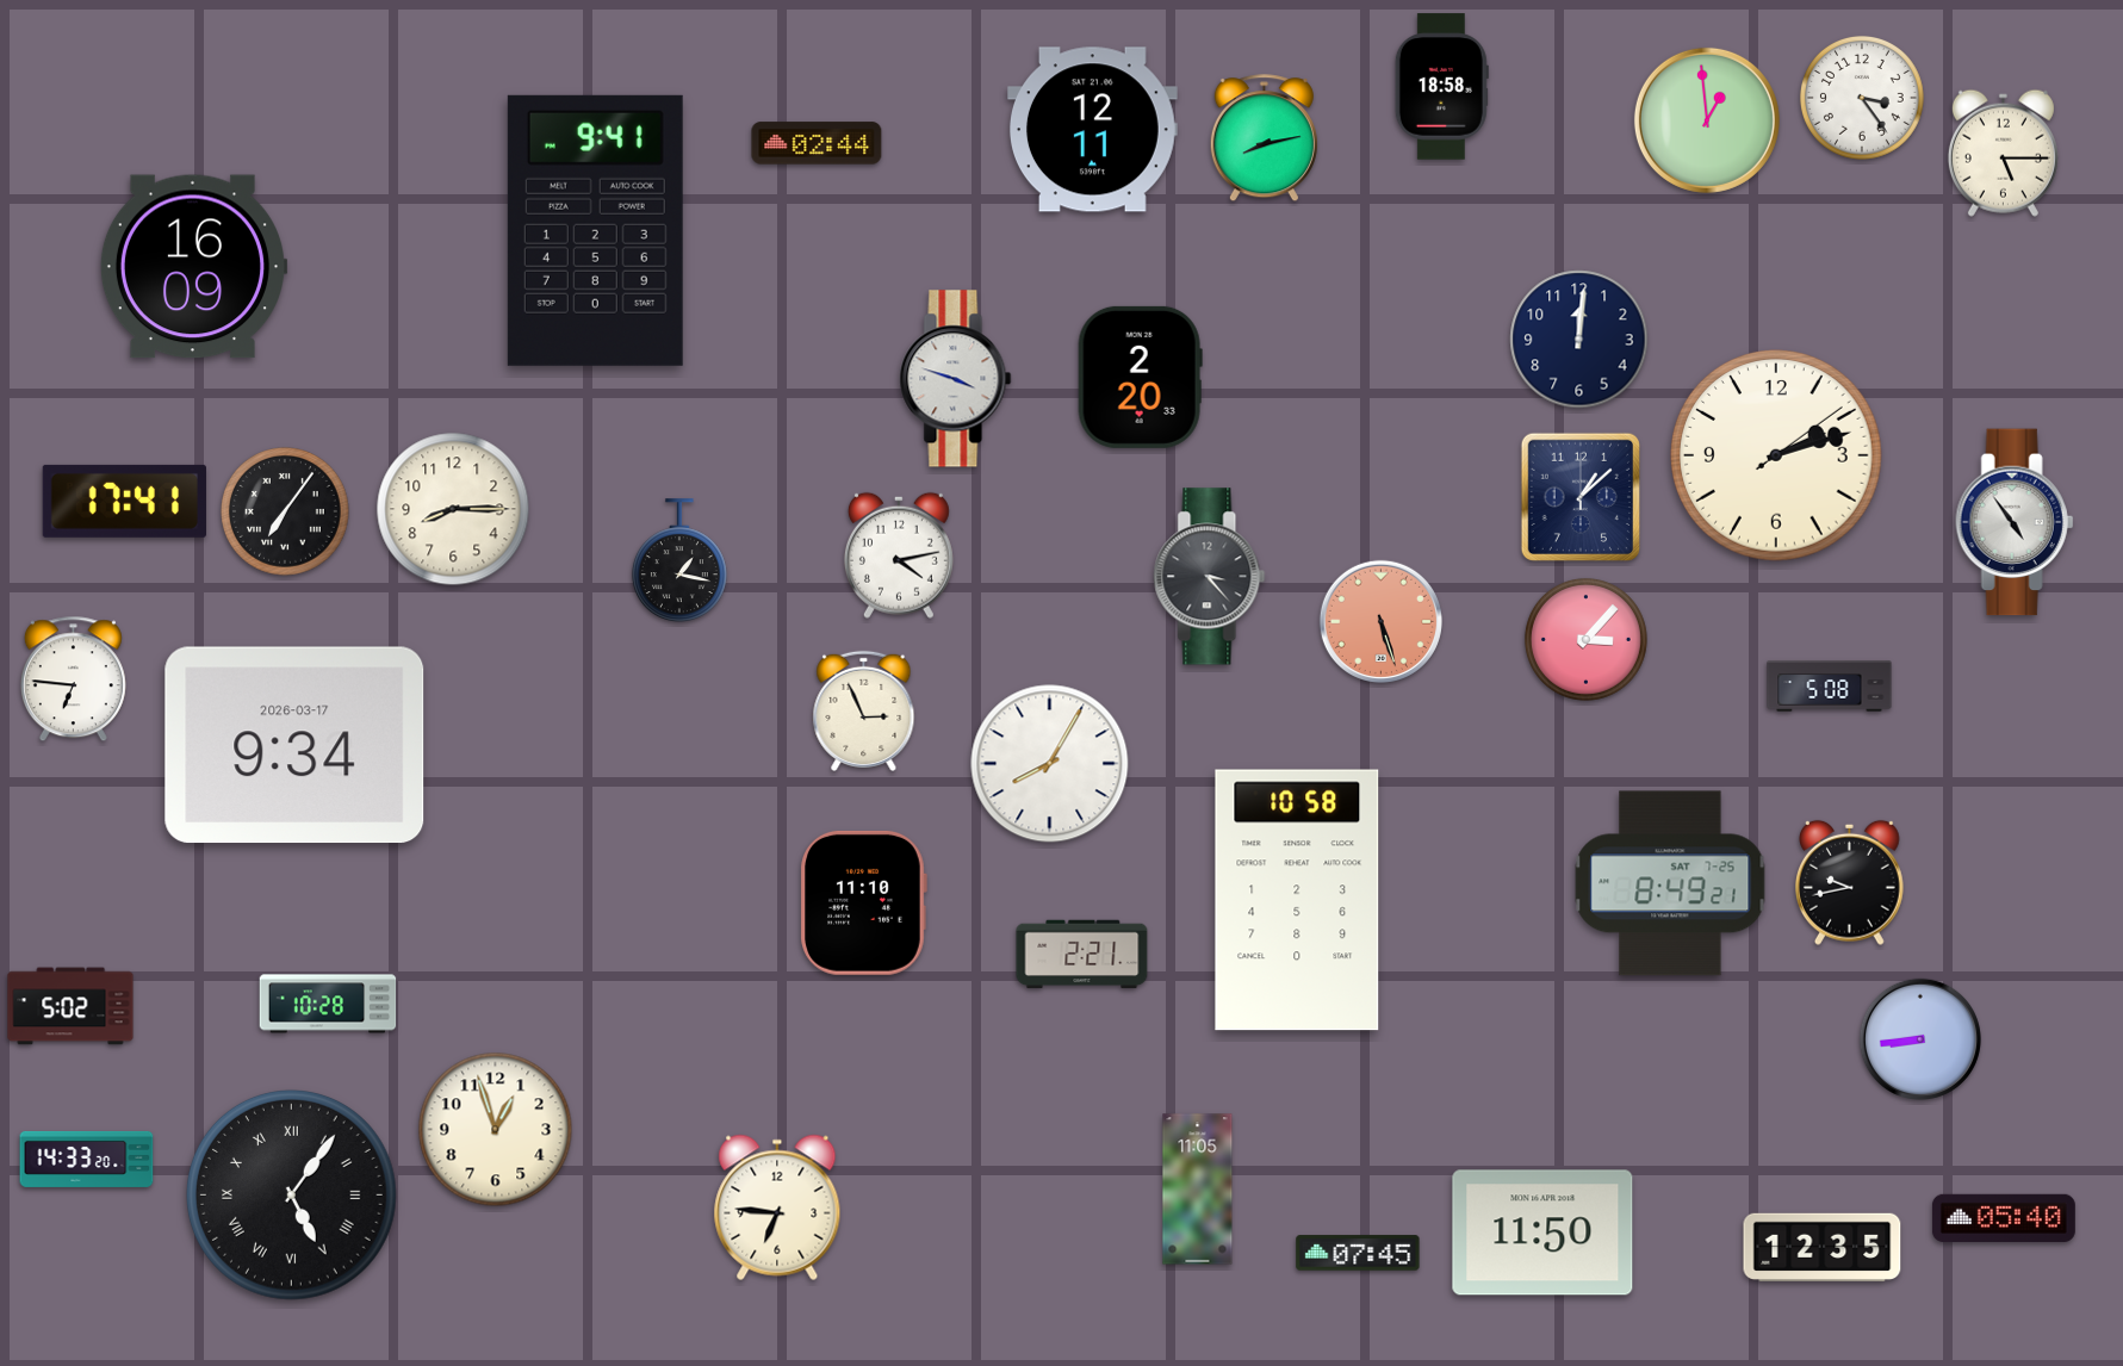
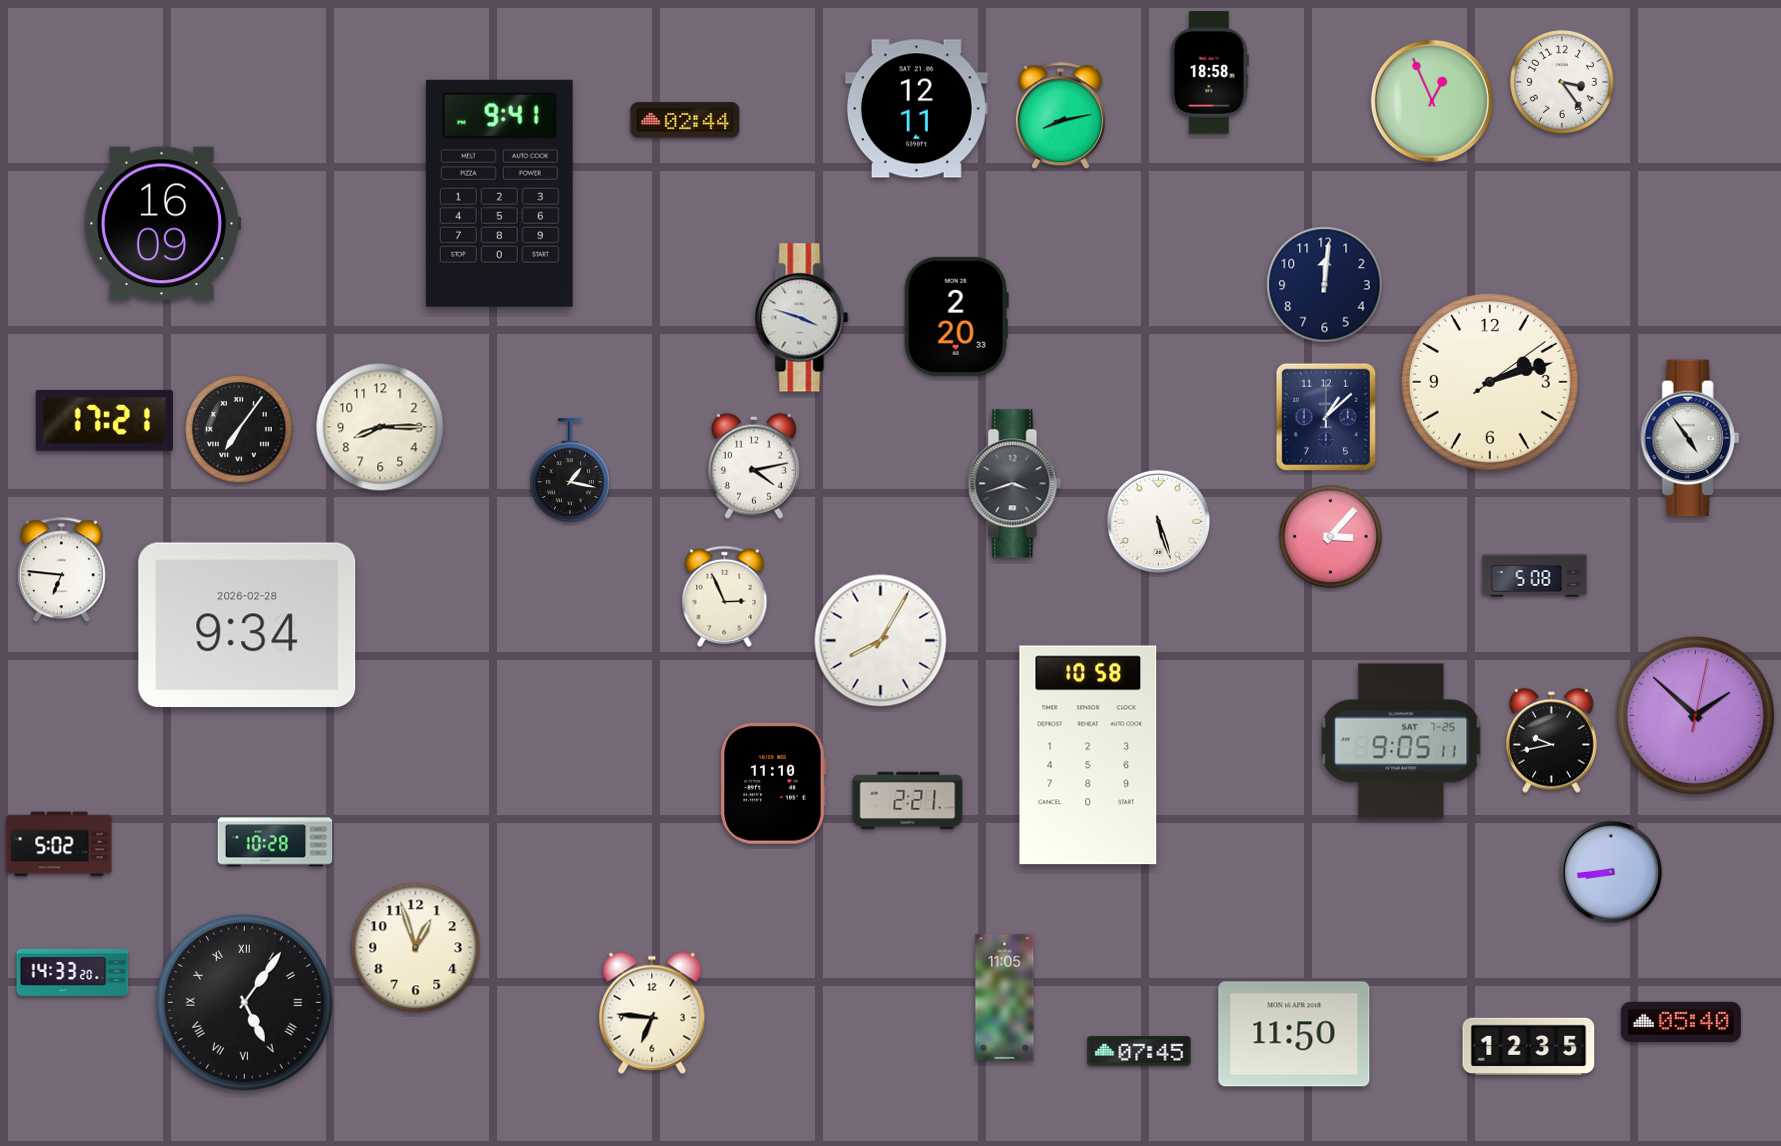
clock at (1707, 120): 12:59 -> 12:56
clock at (2003, 153): 5:15 -> none
clock at (124, 501): 17:41 -> 17:21
clock at (1210, 577): 3:23 -> 3:42
clock at (1380, 621) dial: salmon -> white
clock at (294, 745) date: 2026-03-17 -> 2026-02-28
clock at (1695, 715): none -> 1:52
clock at (1670, 883): 8:49 -> 9:05
clock at (863, 902) position: (863, 902) -> (773, 783)
